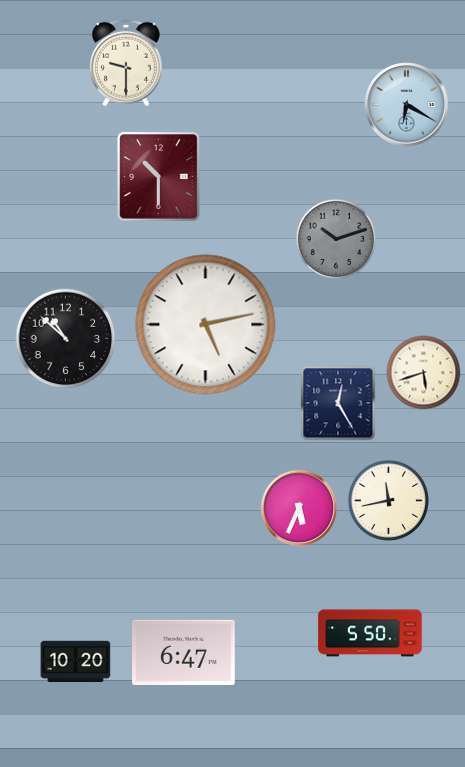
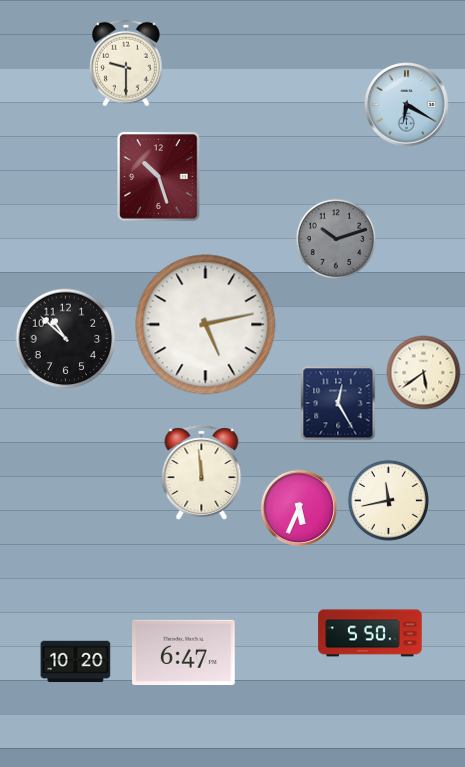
clock at (159, 177): 10:30 -> 10:27
clock at (424, 373): 5:42 -> 5:39
clock at (202, 473): none -> 11:59
